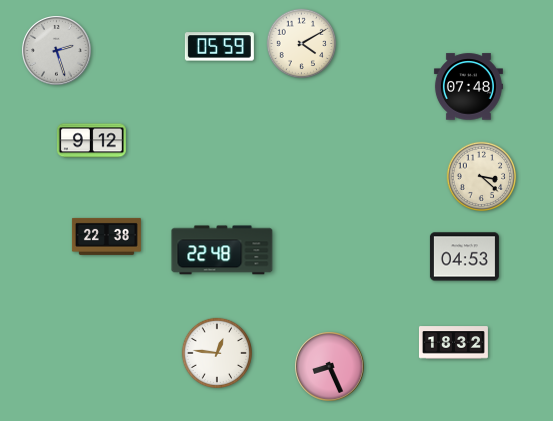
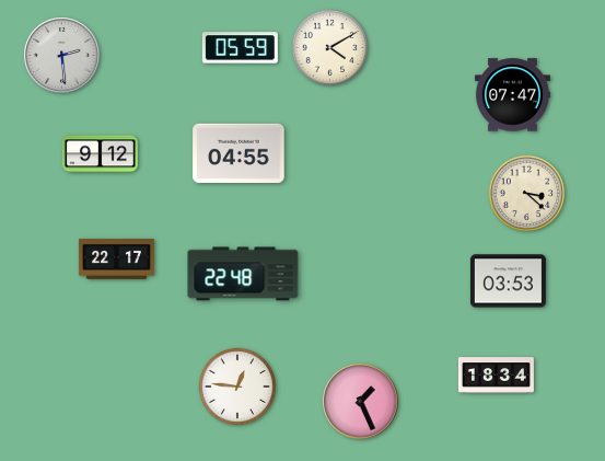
clock at (219, 47) position: (219, 47) -> (240, 48)
clock at (57, 51): 2:27 -> 2:29
clock at (468, 87): 07:48 -> 07:47
clock at (238, 152): none -> 04:55
clock at (106, 236): 22:38 -> 22:17
clock at (464, 257): 04:53 -> 03:53
clock at (453, 343): 18:32 -> 18:34
clock at (330, 367): 8:26 -> 1:26
